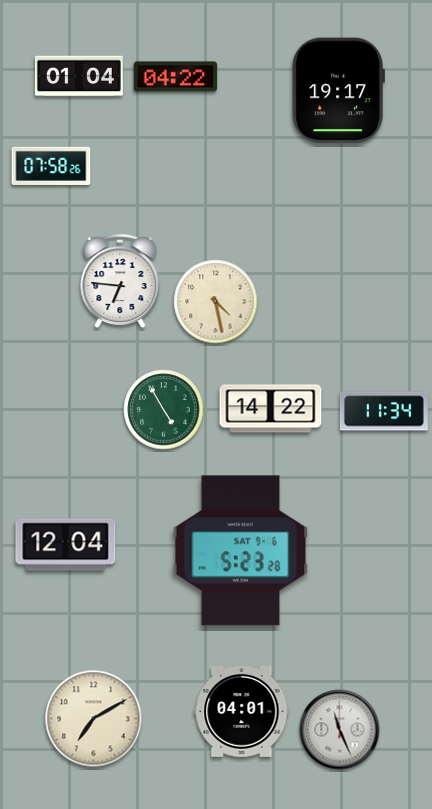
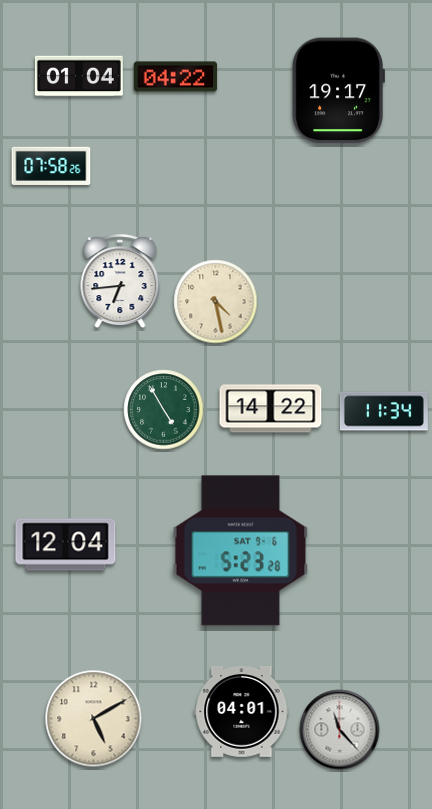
clock at (120, 282): 6:46 -> 6:44
clock at (94, 719): 7:10 -> 5:10
clock at (340, 730): 11:26 -> 11:23
